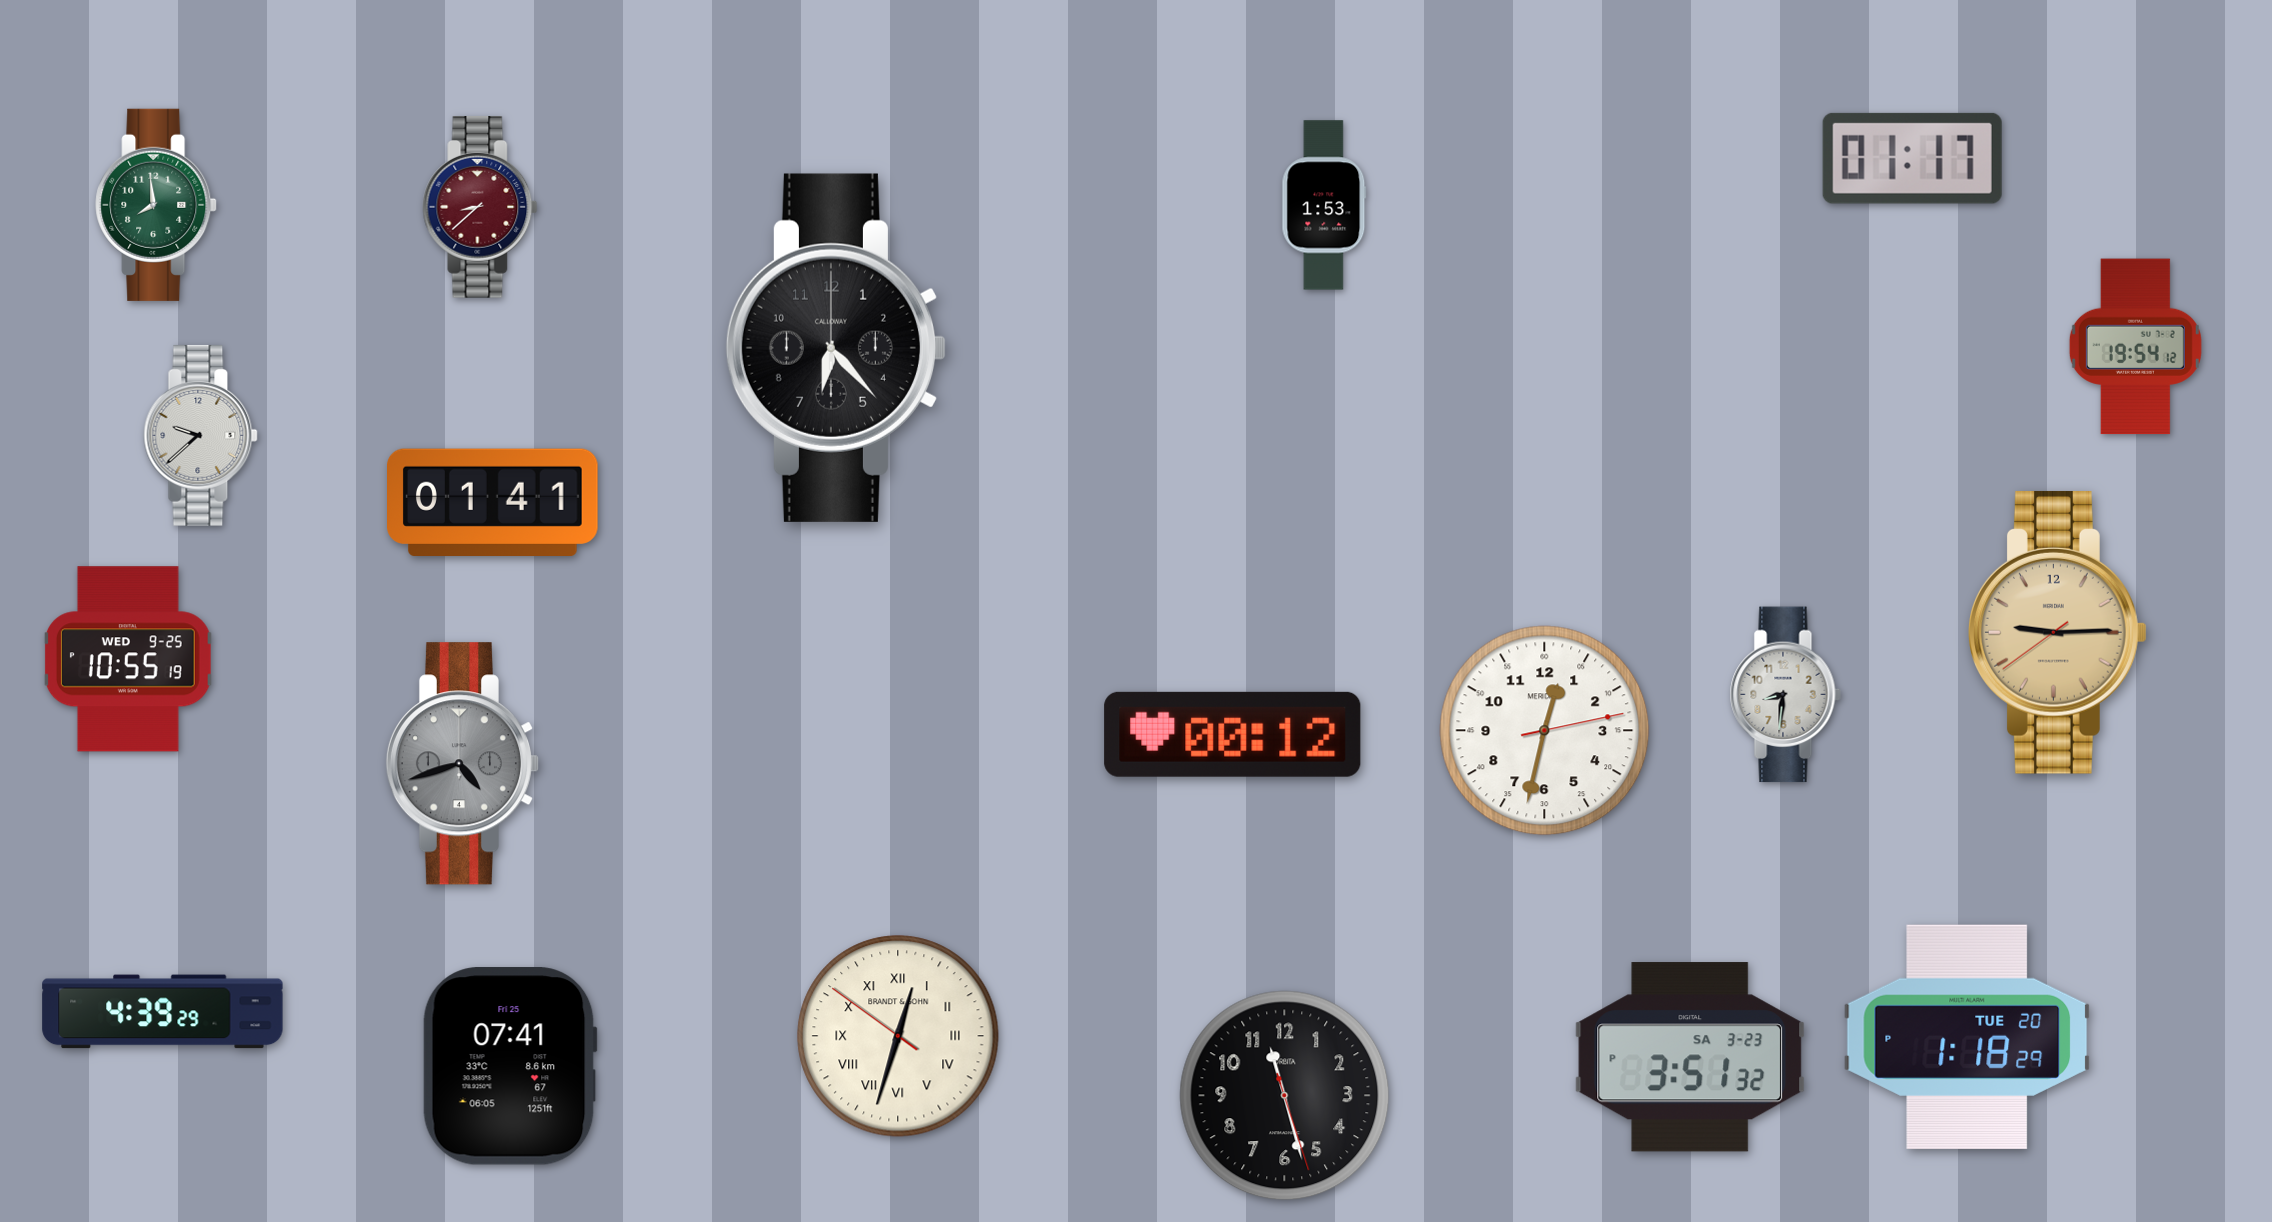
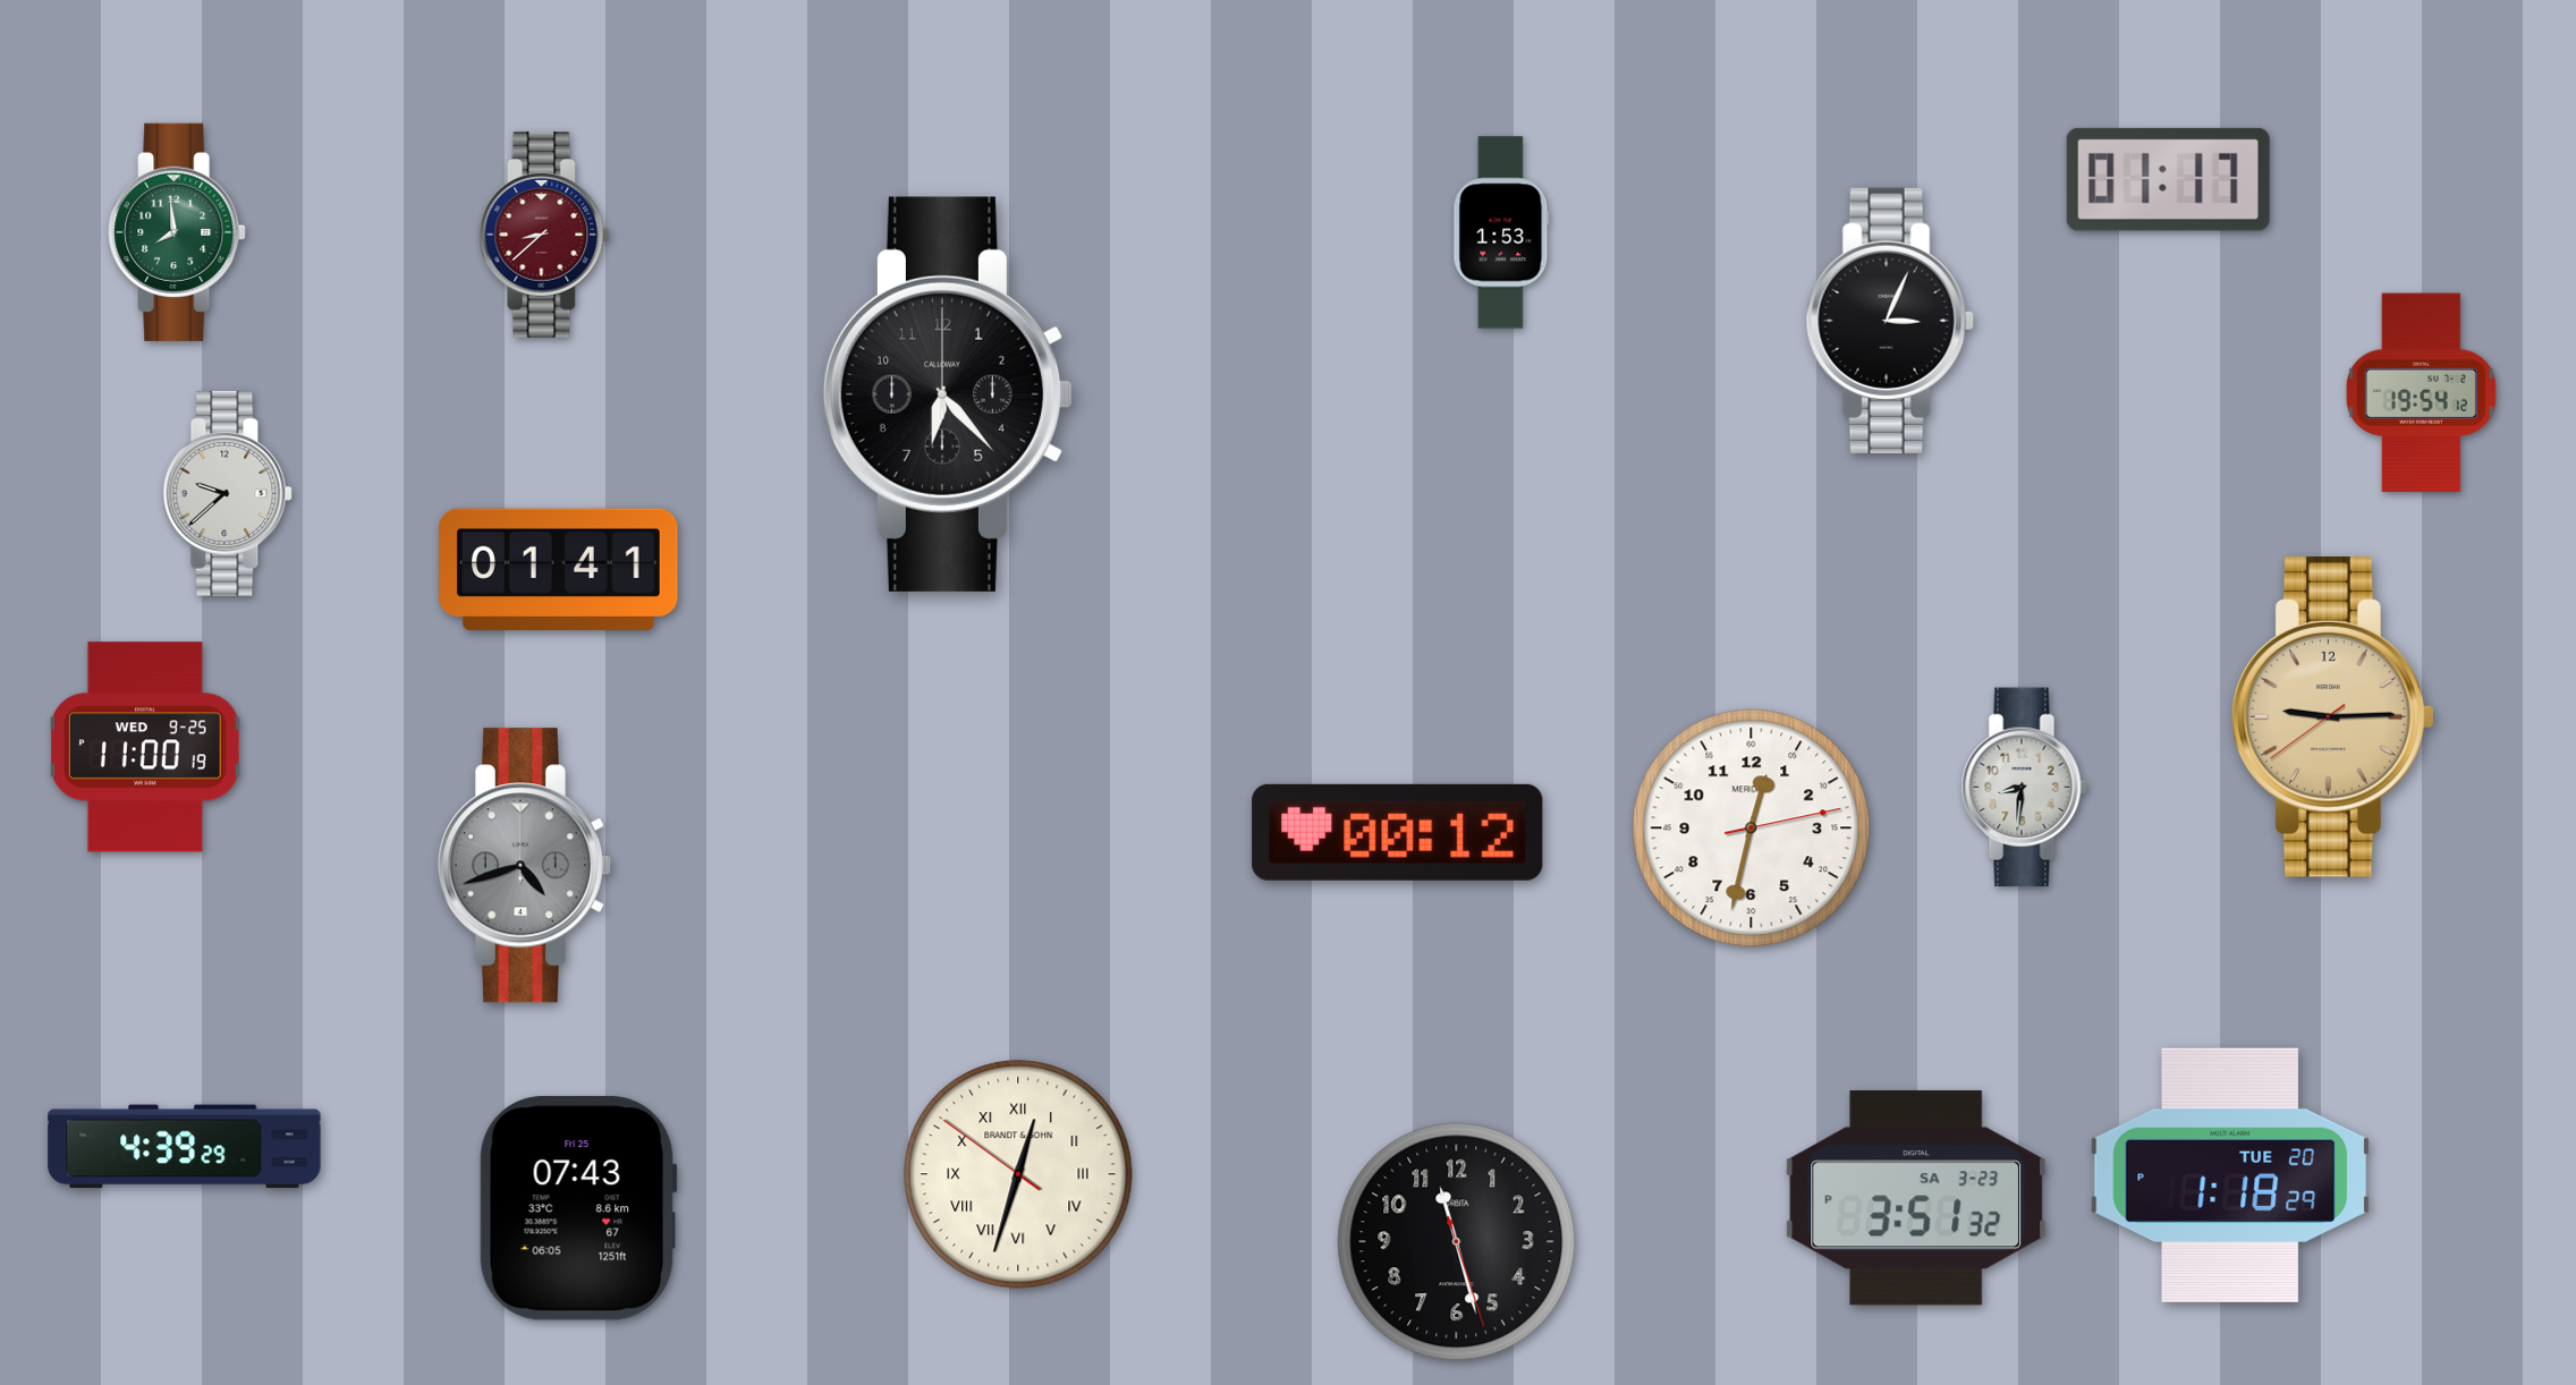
clock at (1890, 321): none -> 3:04
clock at (128, 659): 10:55 -> 11:00
clock at (510, 1066): 07:41 -> 07:43
